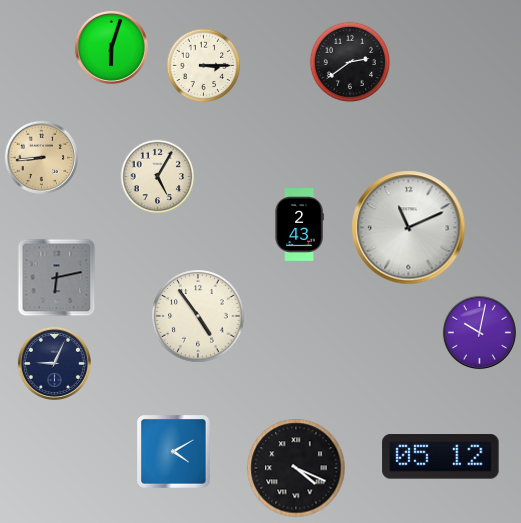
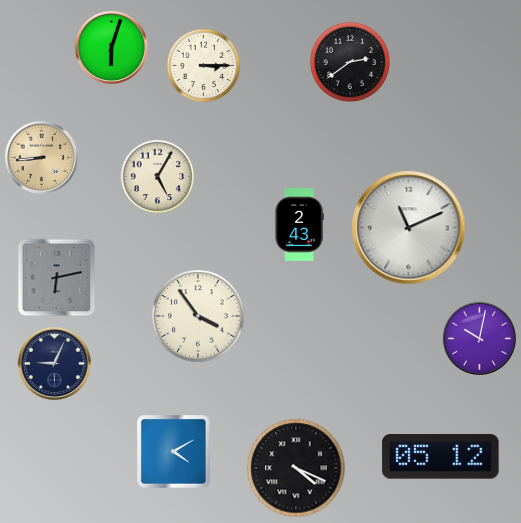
clock at (198, 316): 4:54 -> 3:54
clock at (479, 332) position: (479, 332) -> (479, 338)
